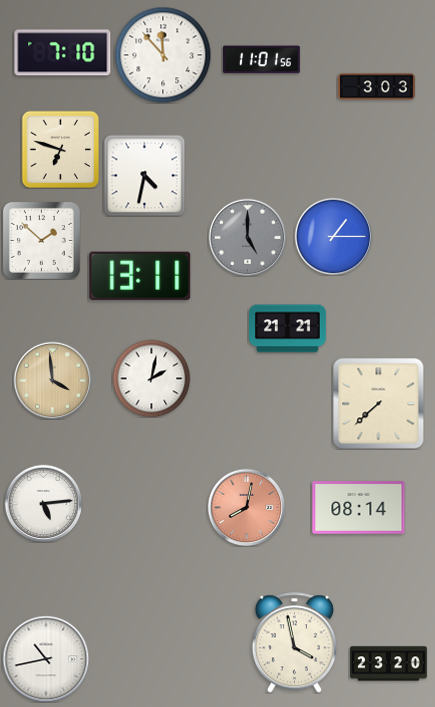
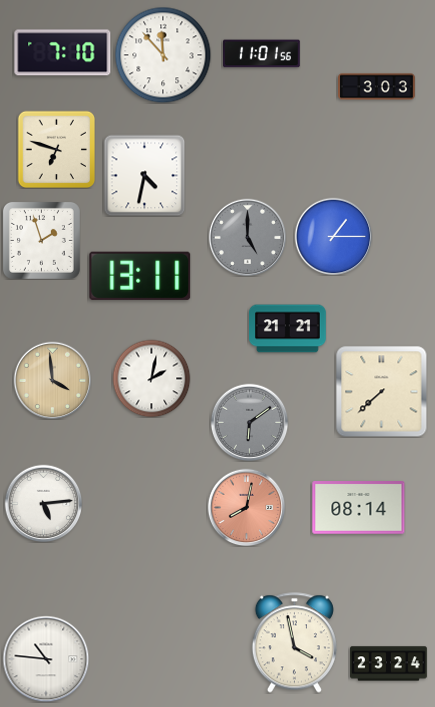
clock at (262, 60) position: (262, 60) -> (262, 54)
clock at (60, 149) position: (60, 149) -> (56, 149)
clock at (41, 240): 1:52 -> 1:57
clock at (378, 403) position: (378, 403) -> (381, 391)
clock at (249, 422): none -> 6:09
clock at (46, 659): 10:43 -> 10:46
clock at (389, 664): 23:20 -> 23:24
